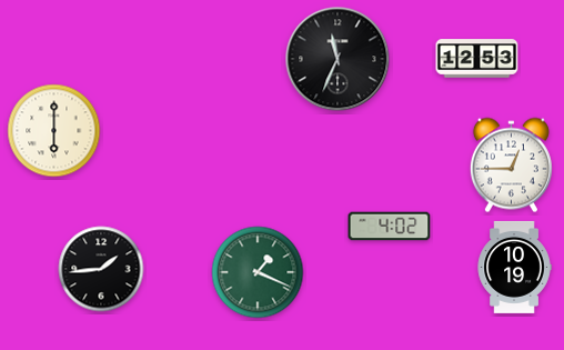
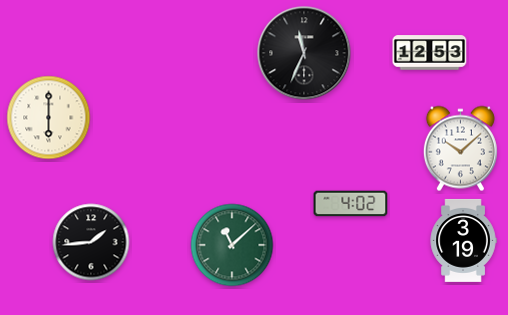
clock at (511, 166): 12:45 -> 10:08
clock at (514, 267): 10:19 -> 3:19
clock at (258, 272): 1:19 -> 11:08
